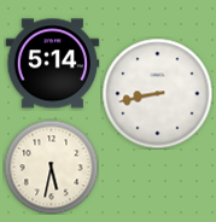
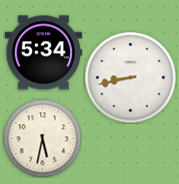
clock at (52, 64): 5:14 -> 5:34
